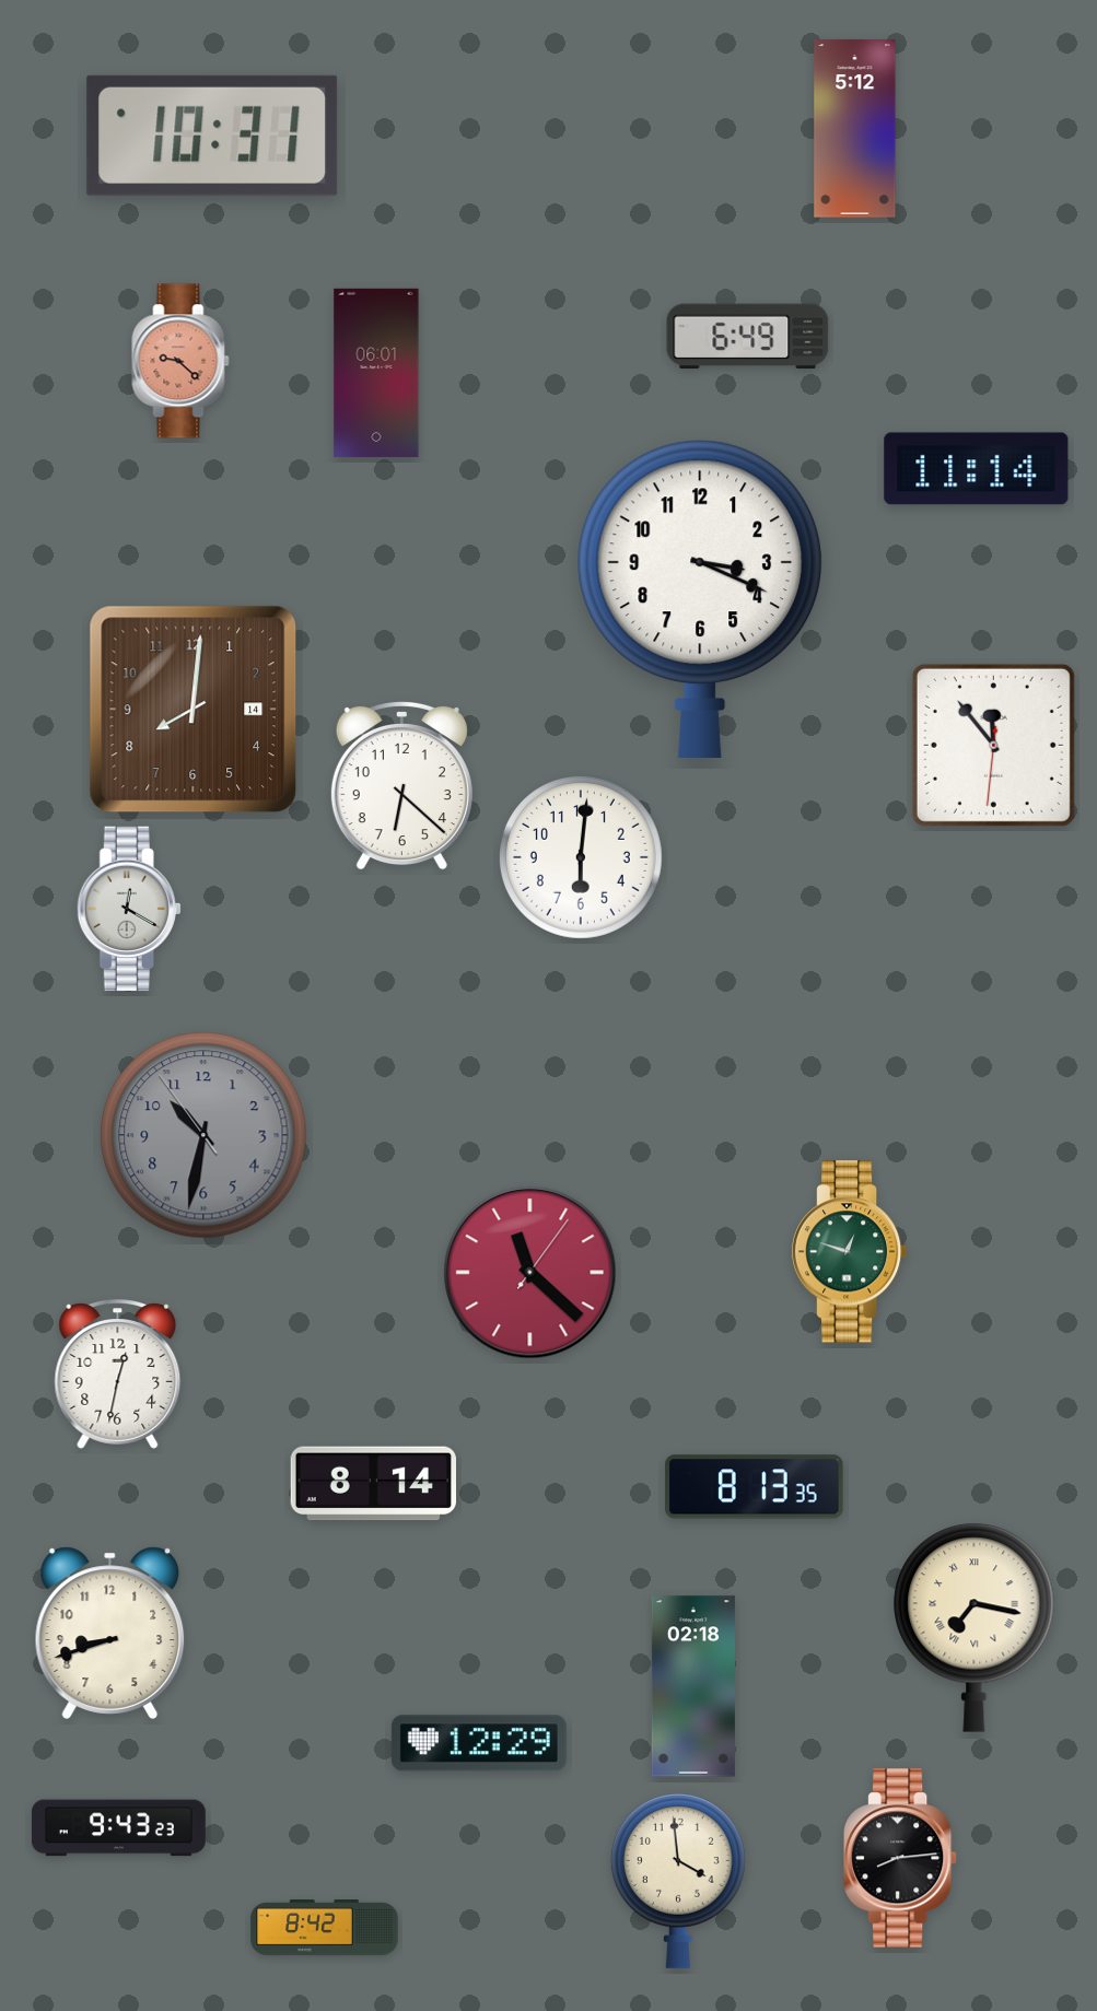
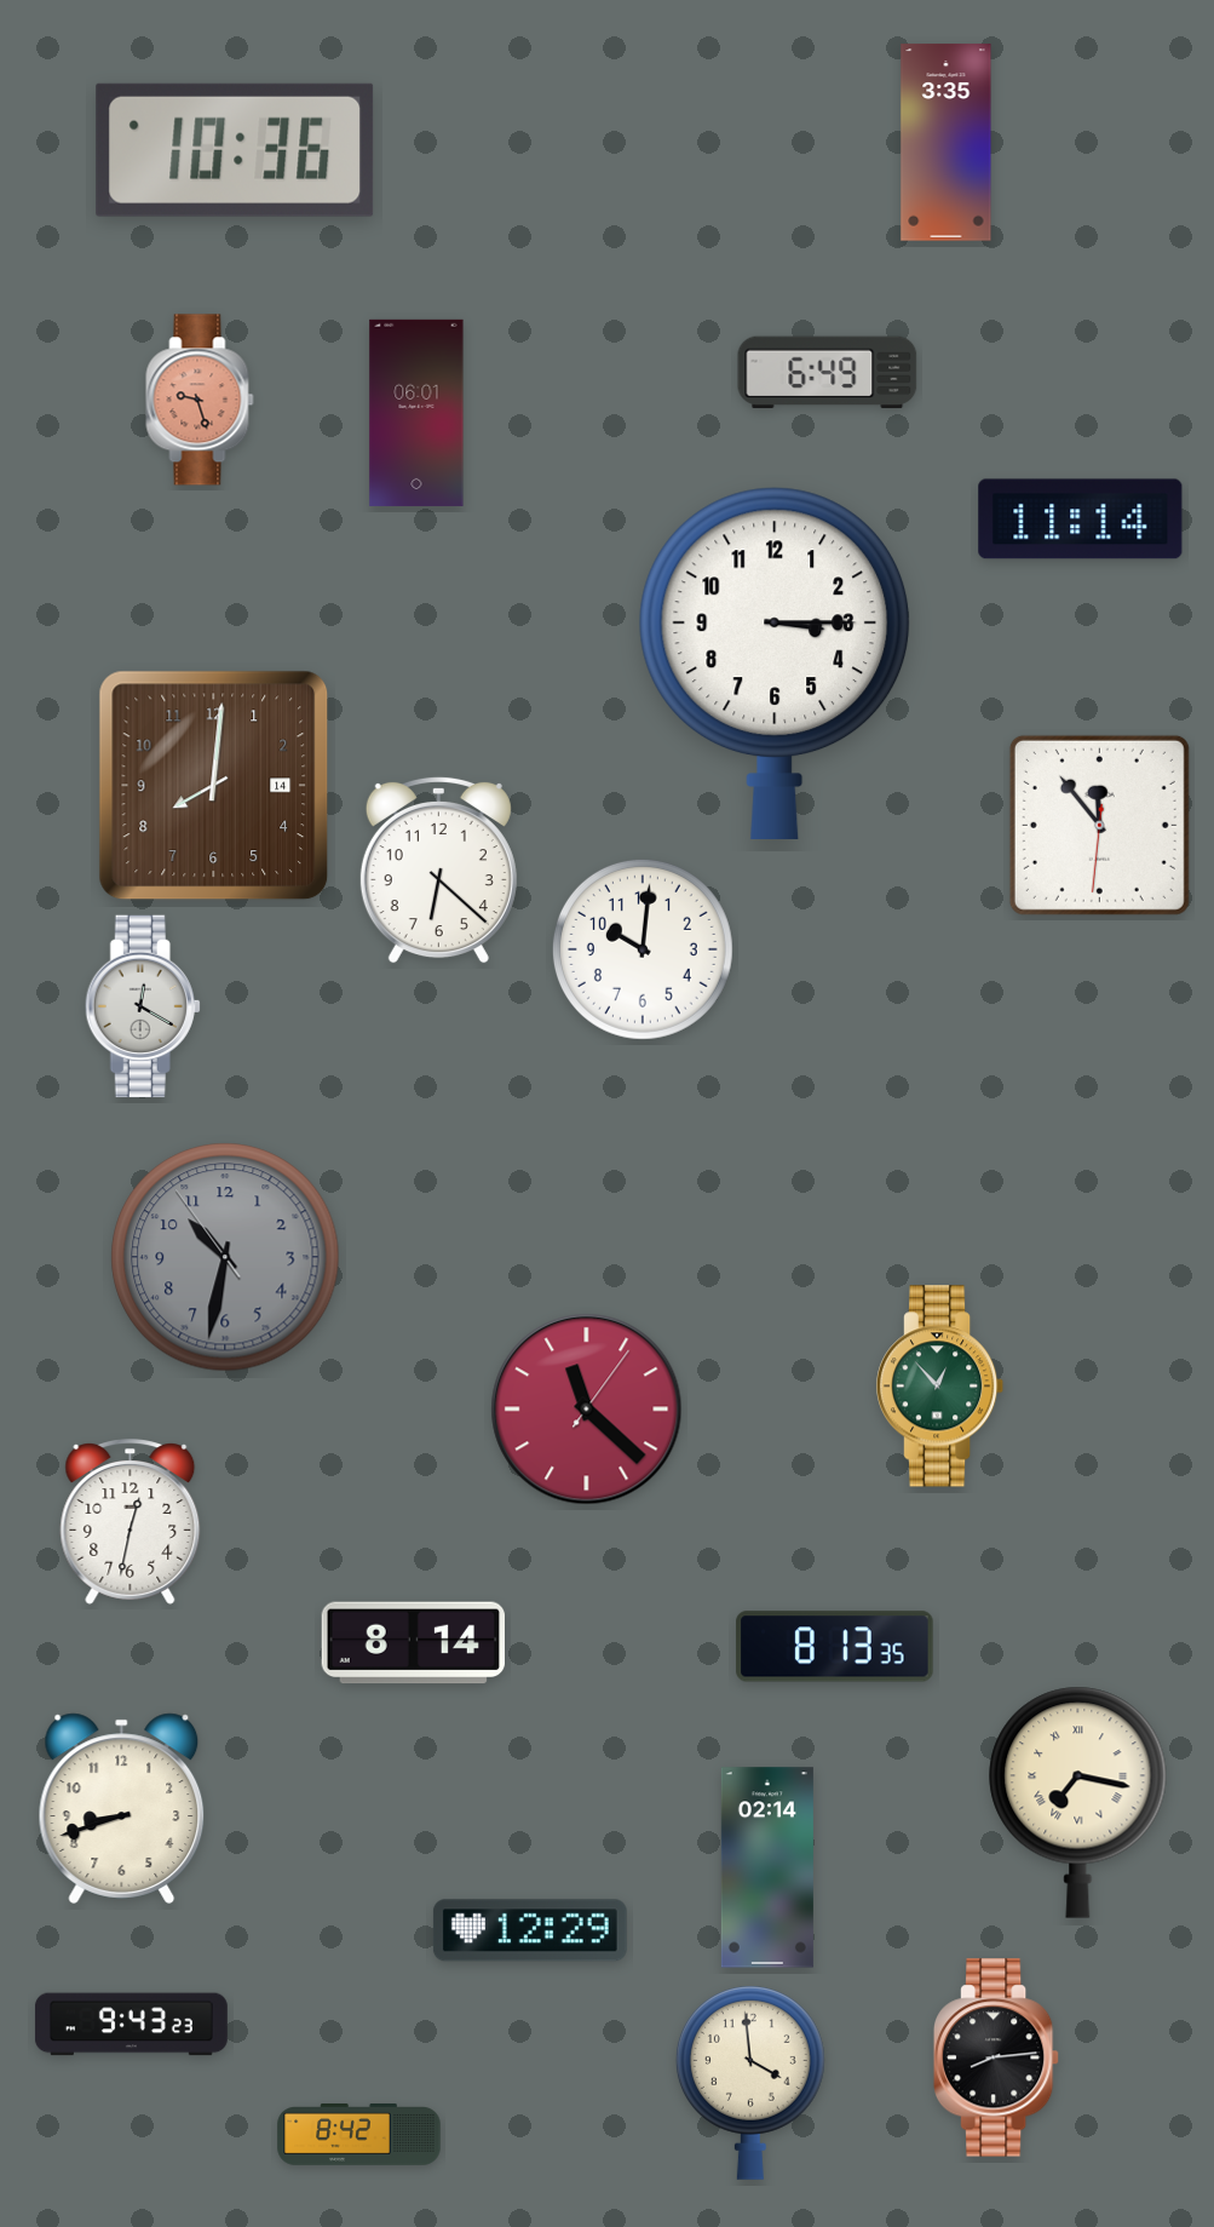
clock at (855, 129): 5:12 -> 3:35
clock at (212, 136): 10:31 -> 10:36
clock at (180, 361): 9:22 -> 9:27
clock at (700, 599): 3:19 -> 3:15
clock at (401, 785) position: (401, 785) -> (438, 869)
clock at (581, 857): 6:01 -> 10:01
clock at (850, 1252): 12:48 -> 12:53
clock at (693, 1686): 02:18 -> 02:14
